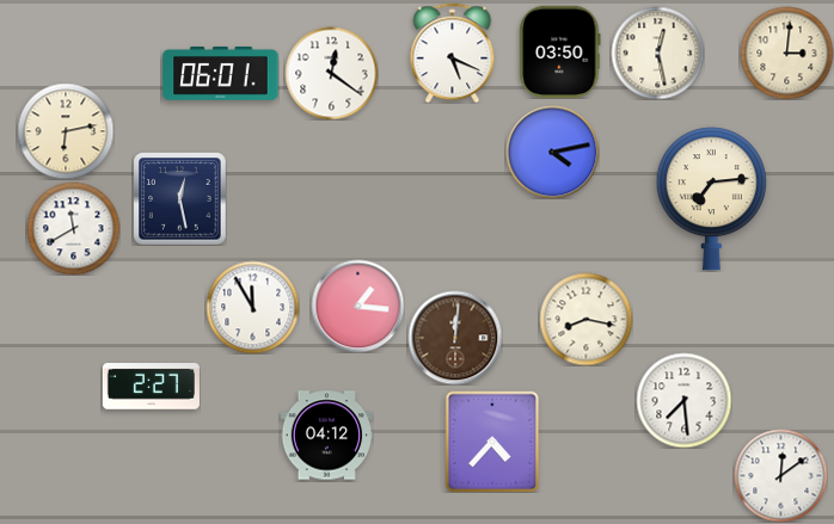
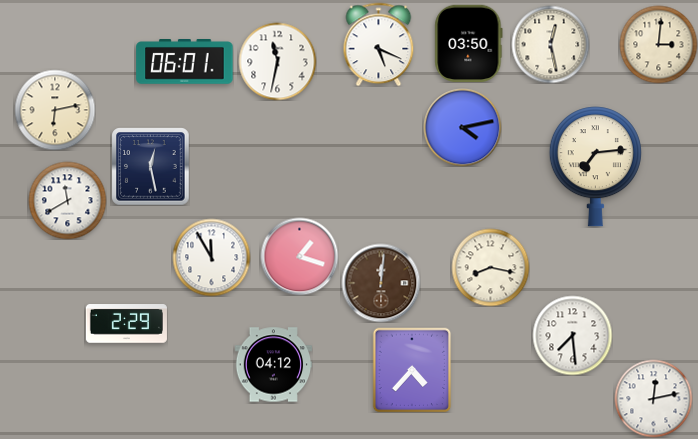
clock at (331, 73): 12:21 -> 11:32
clock at (73, 228) position: (73, 228) -> (67, 200)
clock at (357, 306): 1:16 -> 1:18
clock at (151, 387): 2:27 -> 2:29
clock at (780, 475): 12:09 -> 12:13
